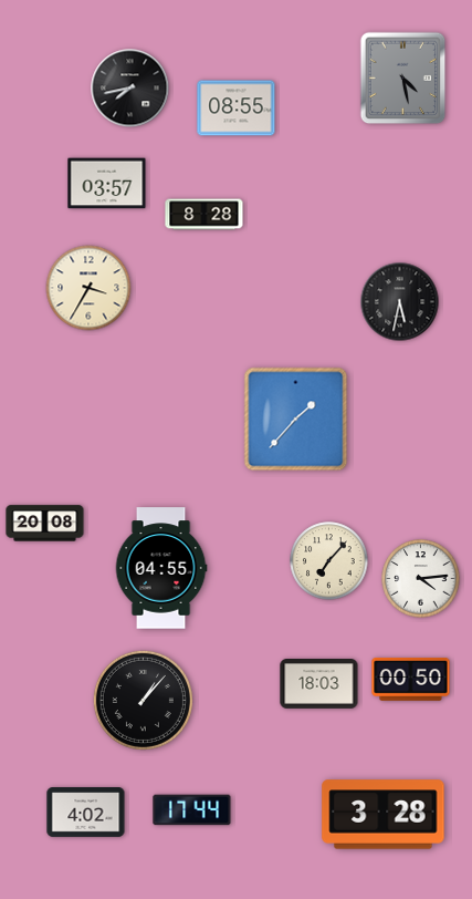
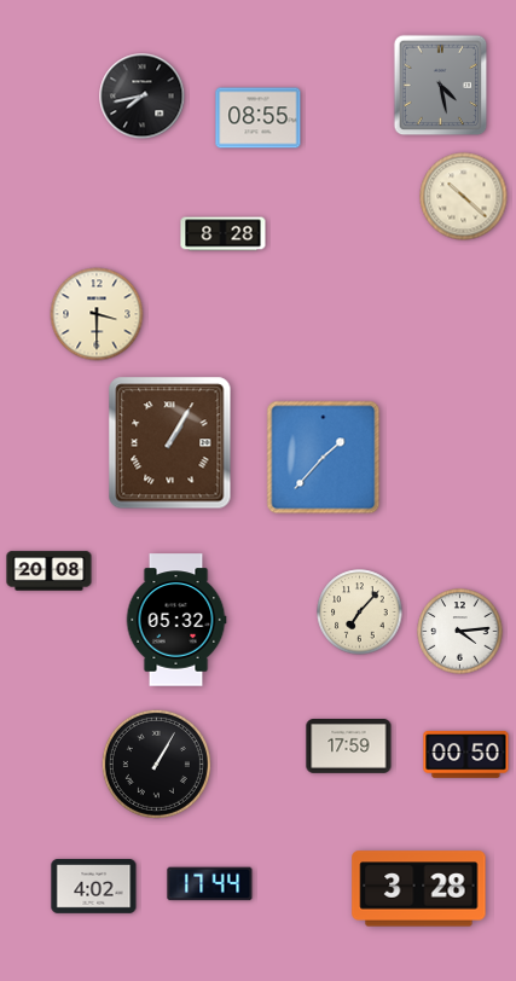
clock at (464, 197): none -> 10:22
clock at (107, 184): 03:57 -> none
clock at (88, 288): 3:35 -> 3:30
clock at (400, 302): 5:32 -> none
clock at (170, 443): none -> 1:05
clock at (161, 568): 04:55 -> 05:32
clock at (411, 680) position: (411, 680) -> (466, 755)
clock at (319, 684): 18:03 -> 17:59
clock at (143, 700): 1:07 -> 1:05
